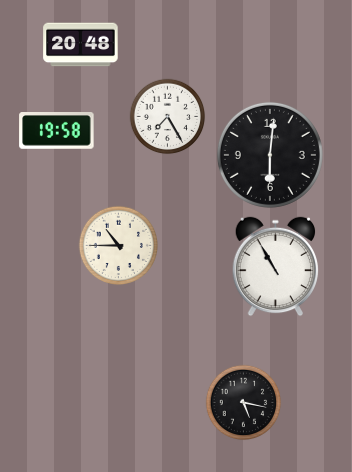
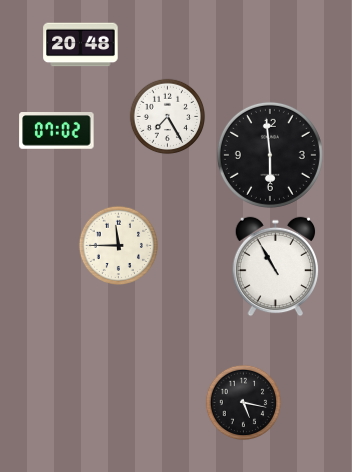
clock at (57, 131): 19:58 -> 07:02
clock at (270, 155): 6:01 -> 5:59
clock at (119, 246): 10:45 -> 11:45
